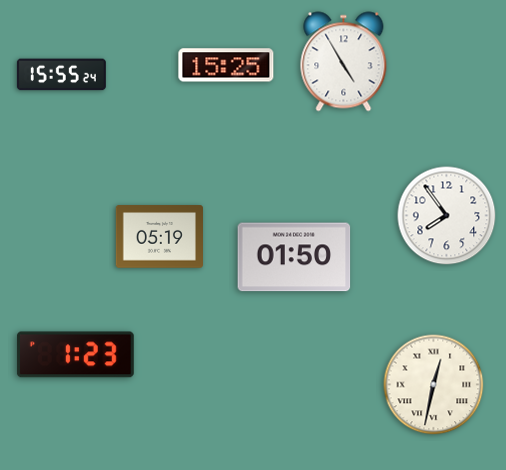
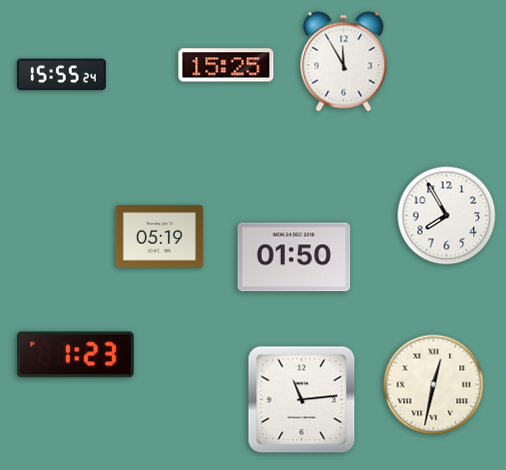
clock at (344, 62): 4:55 -> 11:55
clock at (447, 216): 7:54 -> 7:55
clock at (302, 400): none -> 11:14
